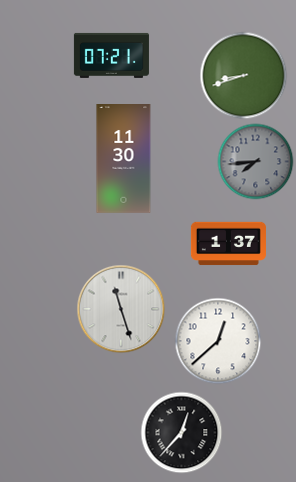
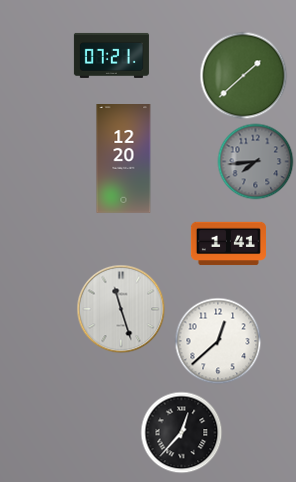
clock at (244, 76): 8:42 -> 1:38
clock at (124, 159): 11:30 -> 12:20
clock at (228, 244): 1:37 -> 1:41
